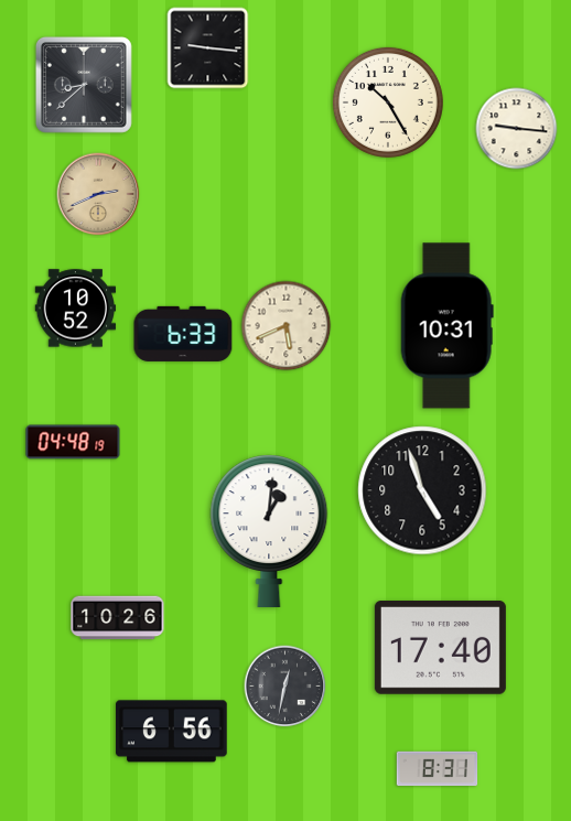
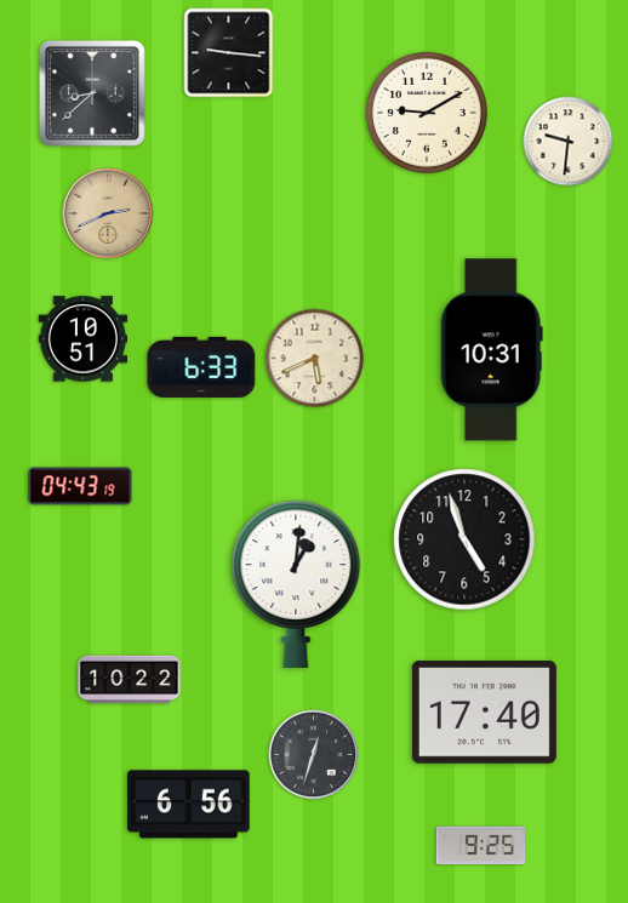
clock at (388, 102): 10:25 -> 9:10
clock at (517, 129): 9:16 -> 9:31
clock at (76, 309): 10:52 -> 10:51
clock at (446, 326) position: (446, 326) -> (491, 350)
clock at (73, 442): 04:48 -> 04:43
clock at (118, 618): 10:26 -> 10:22
clock at (285, 687): 12:32 -> 12:33
clock at (438, 769): 8:31 -> 9:25
